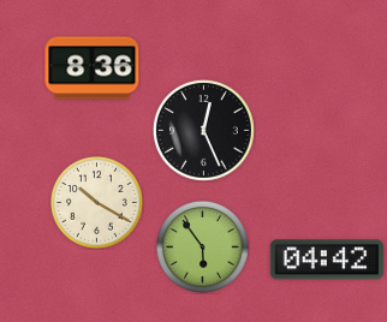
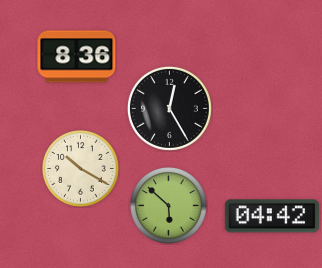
clock at (203, 130): 12:26 -> 12:25
clock at (203, 248): 5:54 -> 5:52
